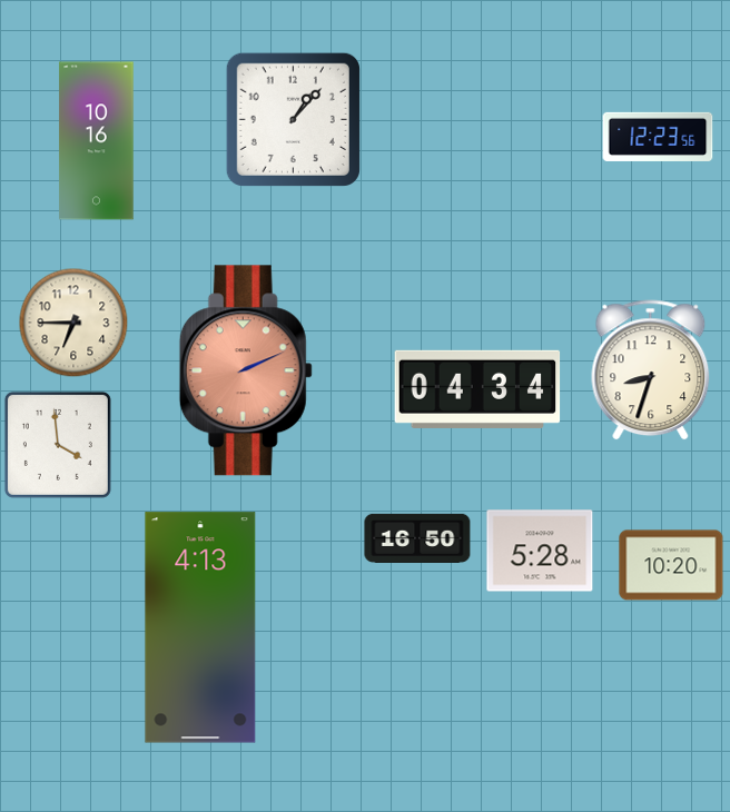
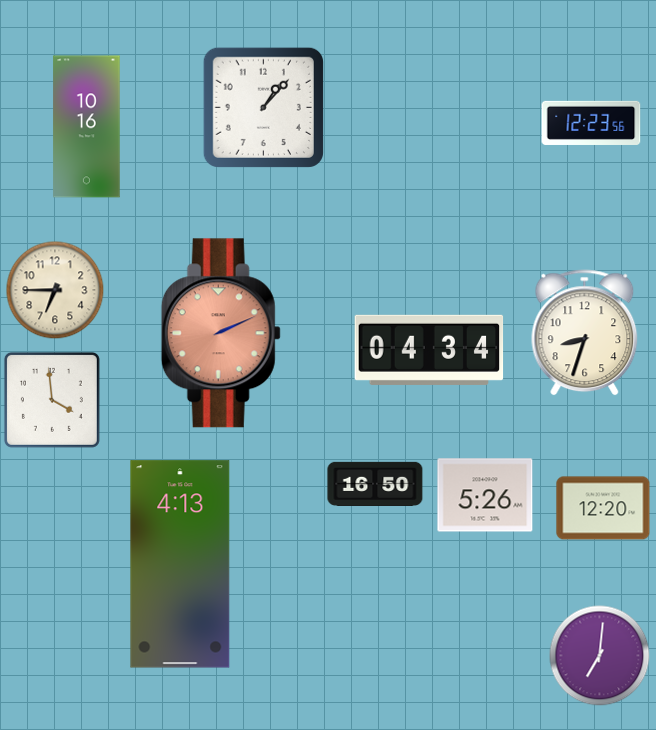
clock at (73, 323) position: (73, 323) -> (55, 290)
clock at (540, 551): 5:28 -> 5:26
clock at (671, 565): 10:20 -> 12:20
clock at (600, 656): none -> 7:01
